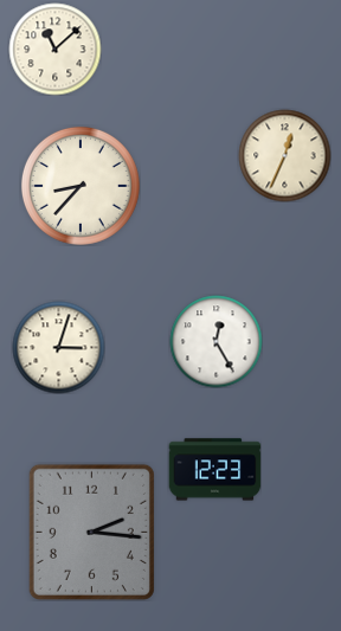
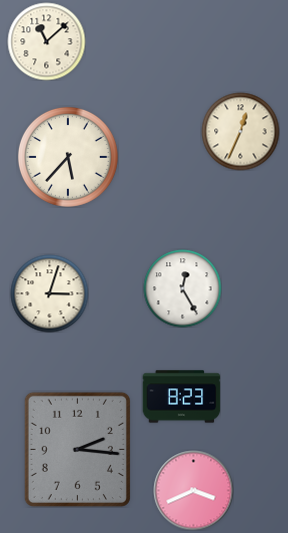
clock at (81, 186): 8:37 -> 5:37
clock at (214, 470): 12:23 -> 8:23
clock at (193, 490): none -> 3:41
